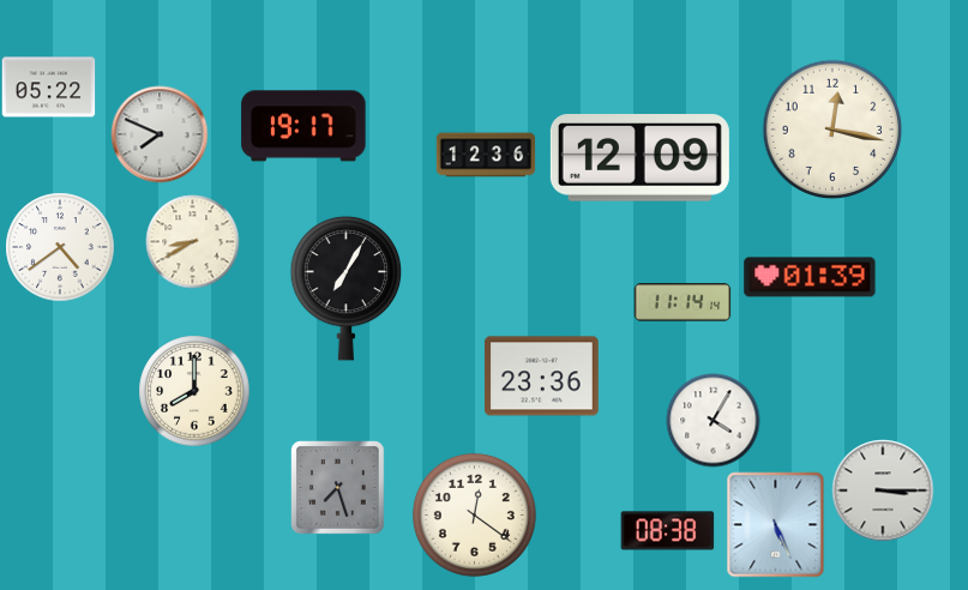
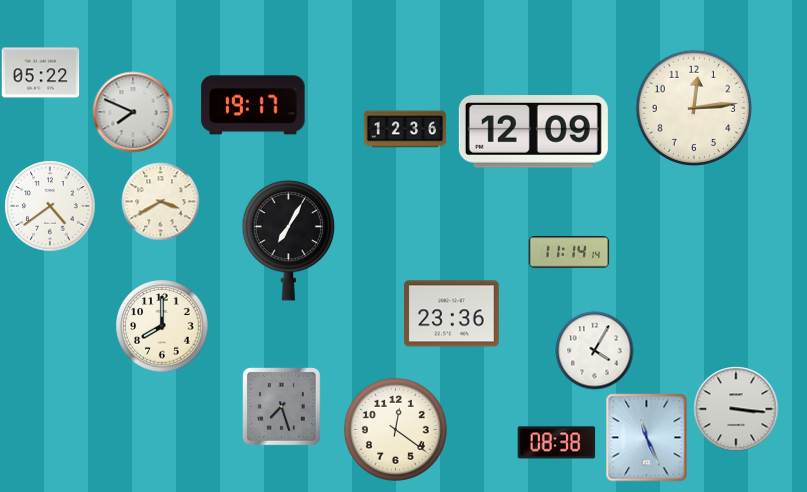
clock at (832, 130): 12:17 -> 12:14
clock at (192, 241): 8:40 -> 3:40
clock at (810, 277): 01:39 -> none
clock at (883, 490): 3:15 -> 3:16
clock at (776, 524): 5:26 -> 11:26
